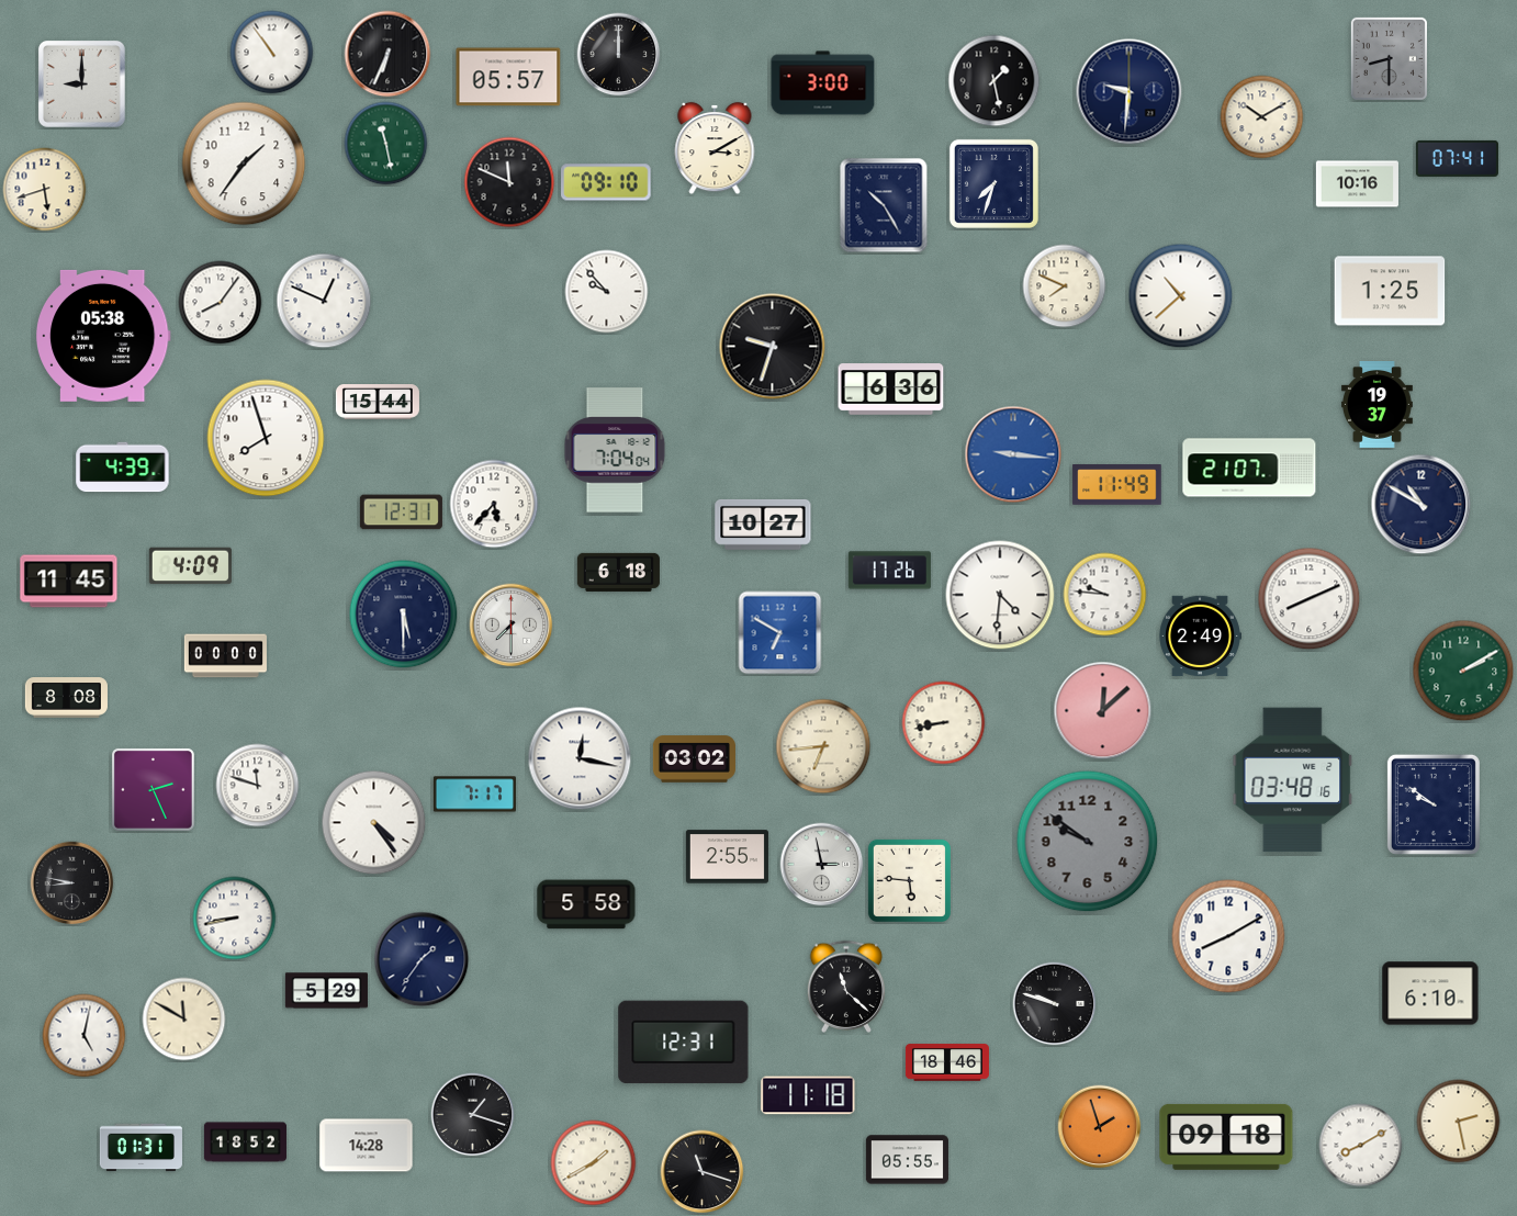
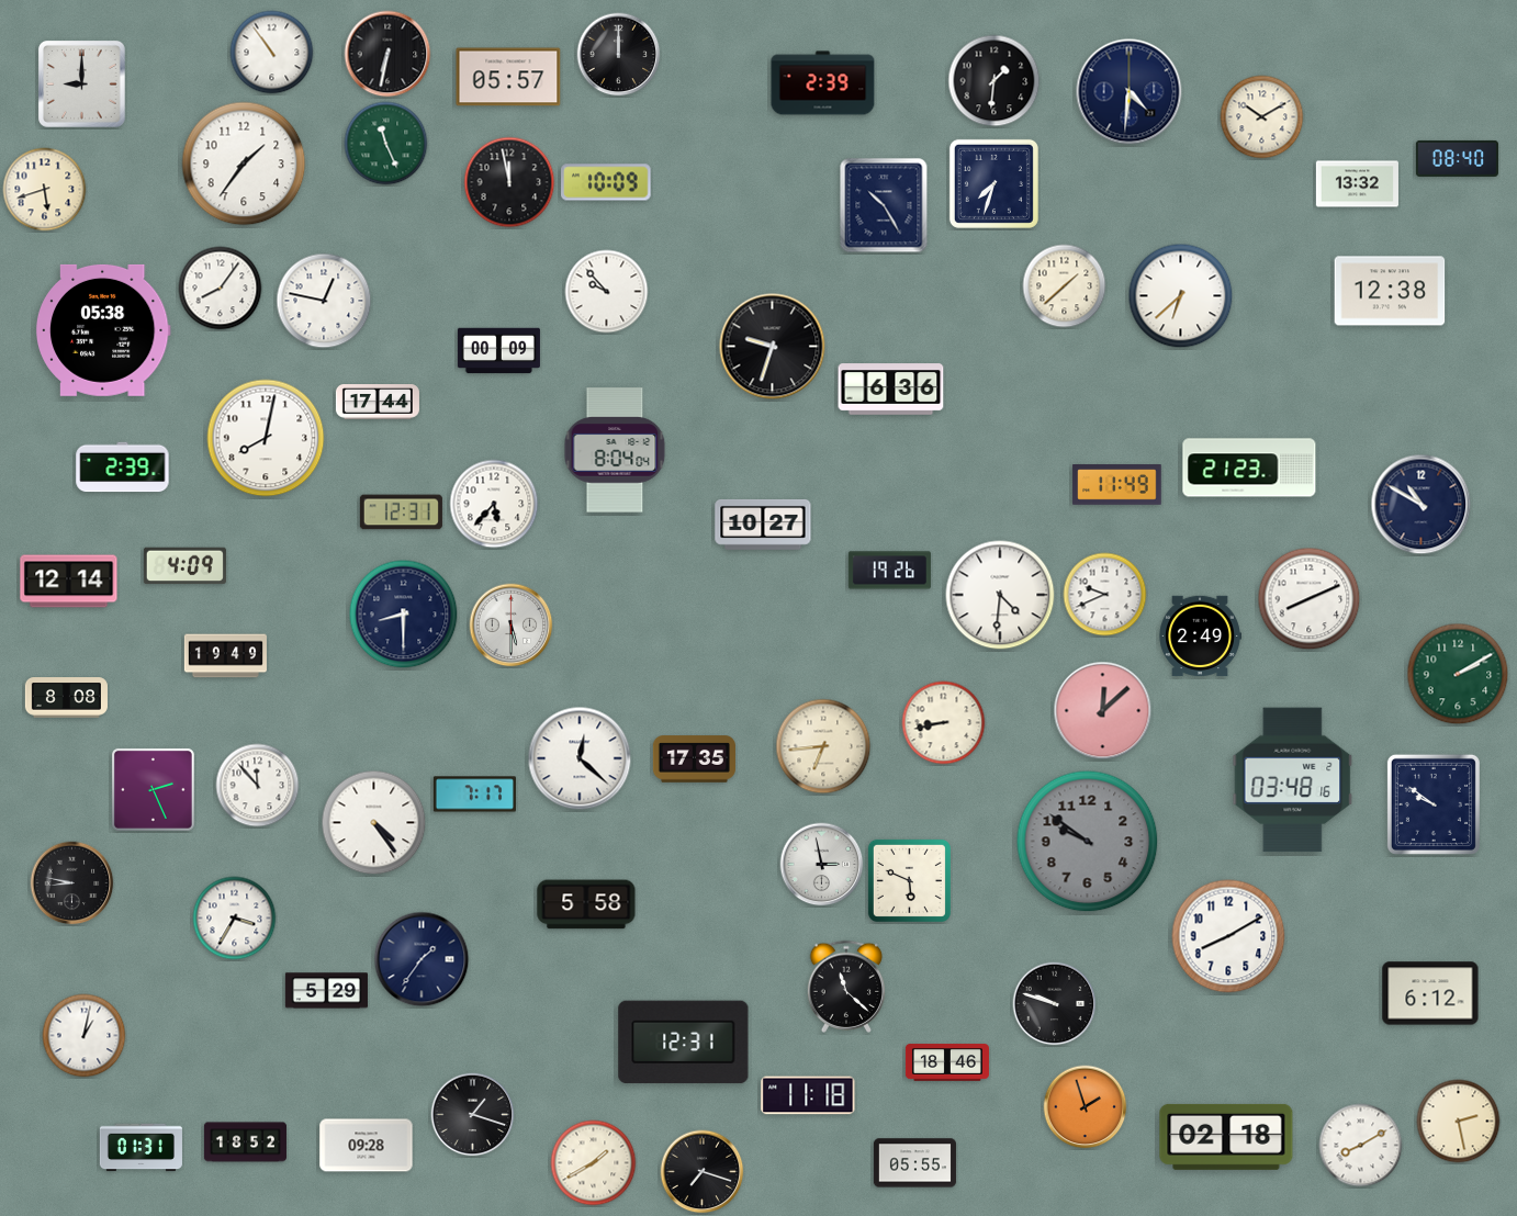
clock at (387, 54): 6:34 -> 6:32
clock at (1389, 58): 8:30 -> none
clock at (995, 81): 1:28 -> 1:31
clock at (823, 83): 3:00 -> 2:39
clock at (1130, 92): 9:31 -> 4:31
clock at (386, 144): 11:28 -> 11:26
clock at (715, 148): 3:10 -> none
clock at (1457, 158): 07:41 -> 08:40
clock at (509, 182): 11:49 -> 11:58
clock at (606, 182): 09:10 -> 10:09
clock at (1357, 184): 10:16 -> 13:32
clock at (1065, 286): 7:49 -> 1:38
clock at (1390, 291): 1:25 -> 12:38
clock at (1181, 296): 10:38 -> 6:38
clock at (324, 301): 12:49 -> 12:47
clock at (221, 303) position: (221, 303) -> (221, 289)
clock at (103, 336) position: (103, 336) -> (103, 330)
clock at (498, 351): none -> 00:09
clock at (378, 403): 15:44 -> 17:44
clock at (1376, 405): 19:37 -> none
clock at (266, 438): 7:57 -> 8:02
clock at (615, 450): 7:04 -> 8:04
clock at (1013, 454): 9:16 -> none
clock at (123, 468): 4:39 -> 2:39
clock at (1249, 468): 21:07 -> 21:23
clock at (190, 566) position: (190, 566) -> (184, 566)
clock at (889, 571): 17:26 -> 19:26
clock at (618, 572): 6:18 -> none
clock at (69, 582): 11:45 -> 12:14
clock at (1105, 595): 9:46 -> 9:41
clock at (404, 615): 5:30 -> 8:30
clock at (512, 626): 7:30 -> 5:30
clock at (780, 633): 6:50 -> none
clock at (225, 656): 00:00 -> 19:49
clock at (1463, 671) position: (1463, 671) -> (1458, 674)
clock at (580, 758): 12:17 -> 12:22
clock at (694, 759): 03:02 -> 17:35
clock at (258, 786): 11:48 -> 11:53
clock at (727, 857): 2:55 -> none
clock at (909, 880): 5:46 -> 5:49
clock at (235, 919): 8:43 -> 3:35
clock at (1430, 993): 6:10 -> 6:12
clock at (184, 1020): 11:50 -> none
clock at (85, 1036): 5:02 -> 1:02
clock at (1100, 1127) position: (1100, 1127) -> (1086, 1107)
clock at (1226, 1137): 09:18 -> 02:18
clock at (367, 1146): 14:28 -> 09:28
clock at (907, 1160) position: (907, 1160) -> (914, 1163)
clock at (703, 1172): 11:18 -> 7:18
